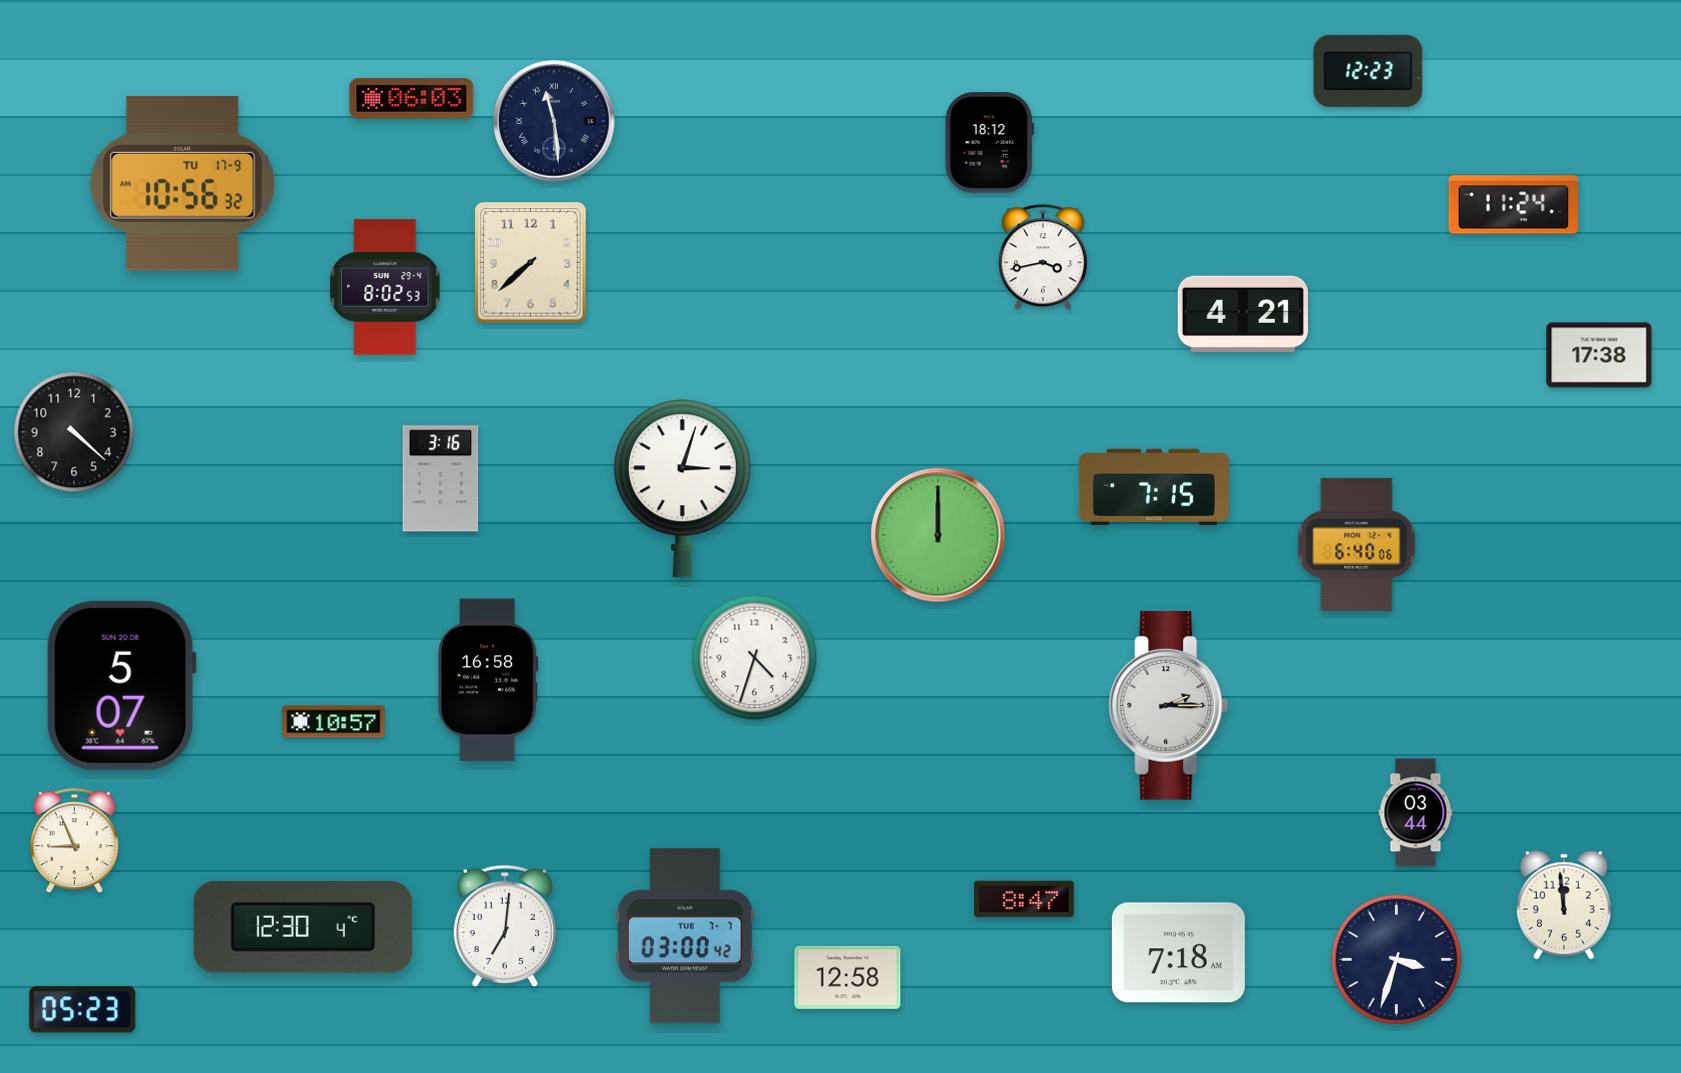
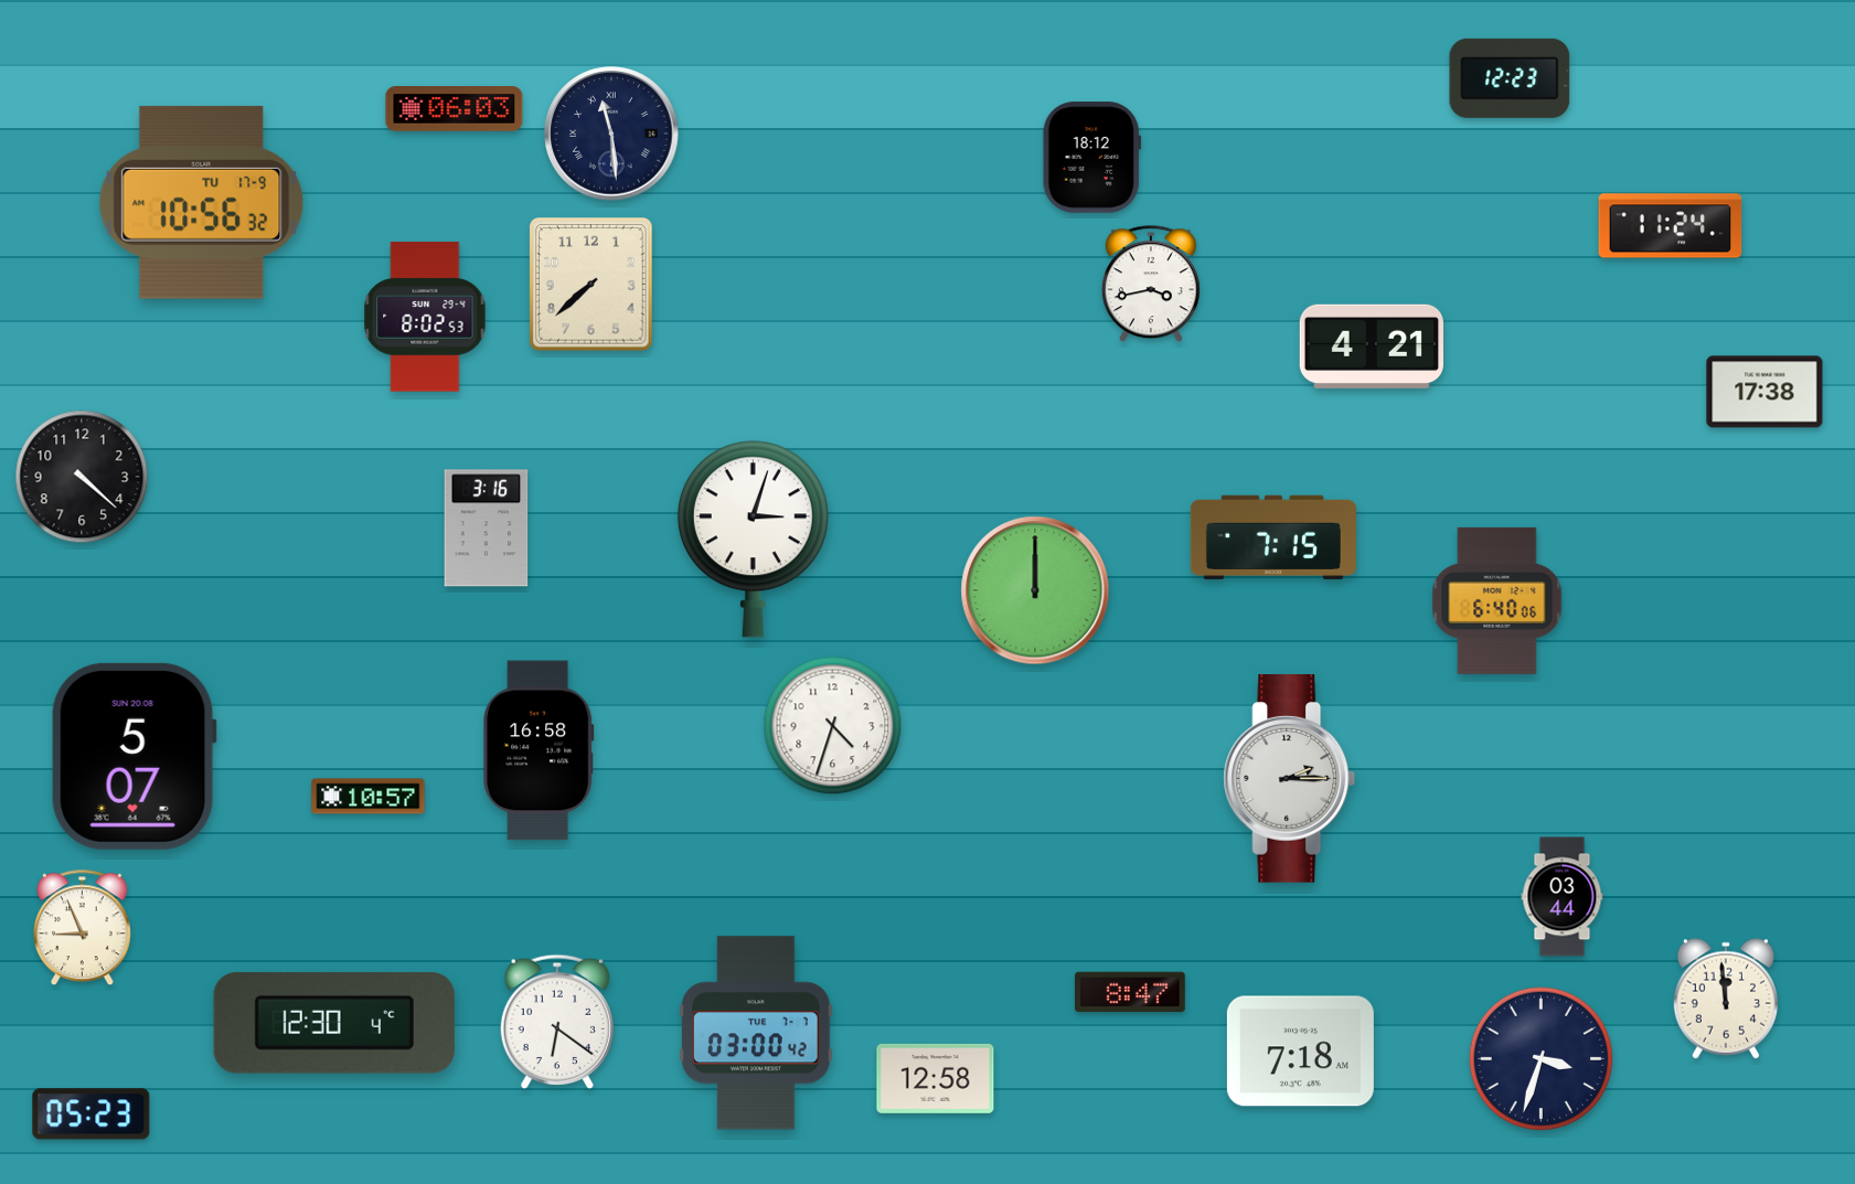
clock at (531, 263) position: (531, 263) -> (591, 285)
clock at (504, 926): 7:01 -> 6:21
